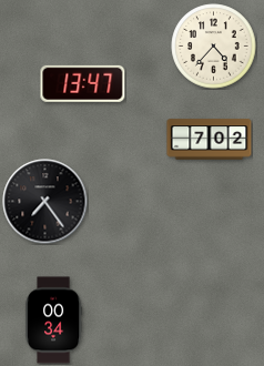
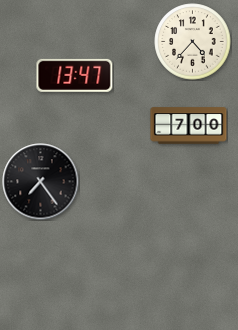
clock at (210, 140): 7:02 -> 7:00
clock at (53, 321): 00:34 -> none
